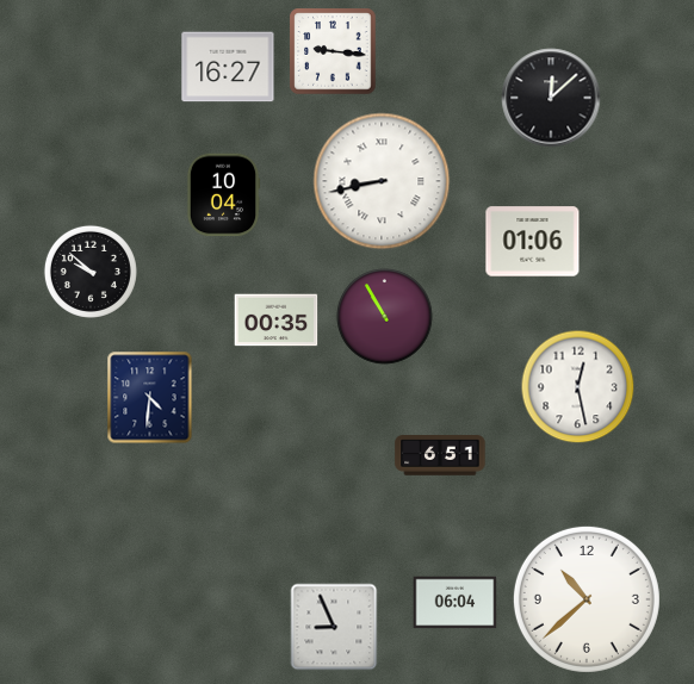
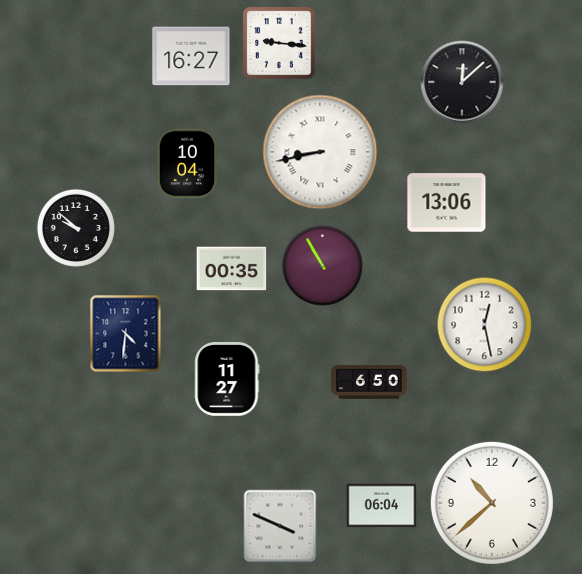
clock at (533, 242): 01:06 -> 13:06
clock at (227, 380): none -> 11:27
clock at (440, 456): 6:51 -> 6:50
clock at (334, 627): 8:56 -> 3:49
